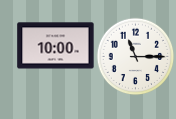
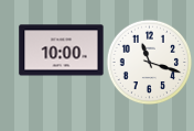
clock at (135, 56): 11:15 -> 11:18
